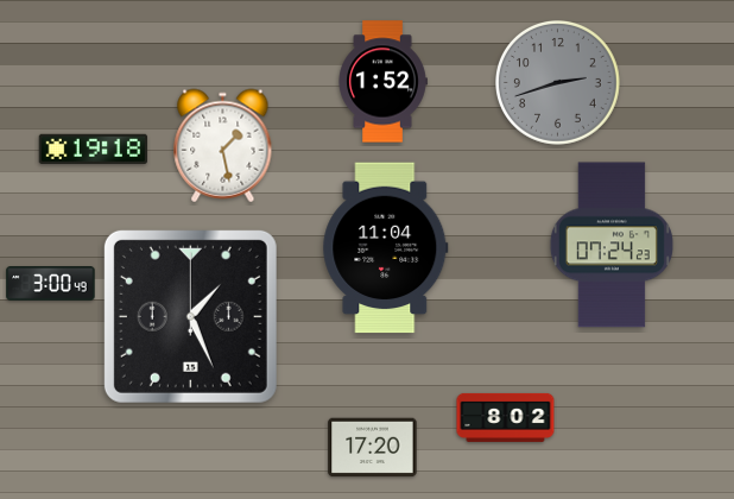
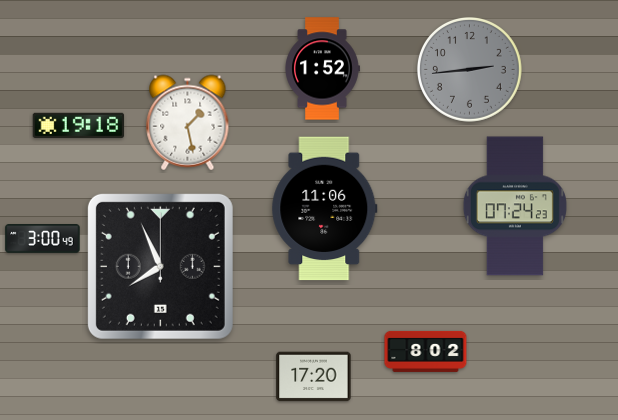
clock at (558, 83): 2:42 -> 2:44
clock at (386, 248): 11:04 -> 11:06
clock at (190, 316): 1:26 -> 7:56
